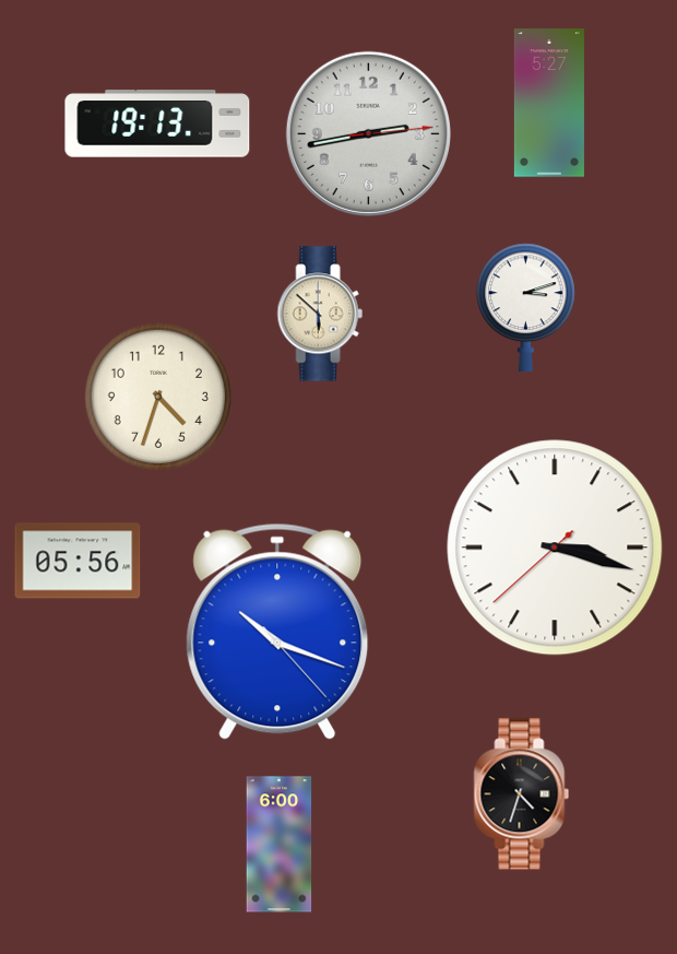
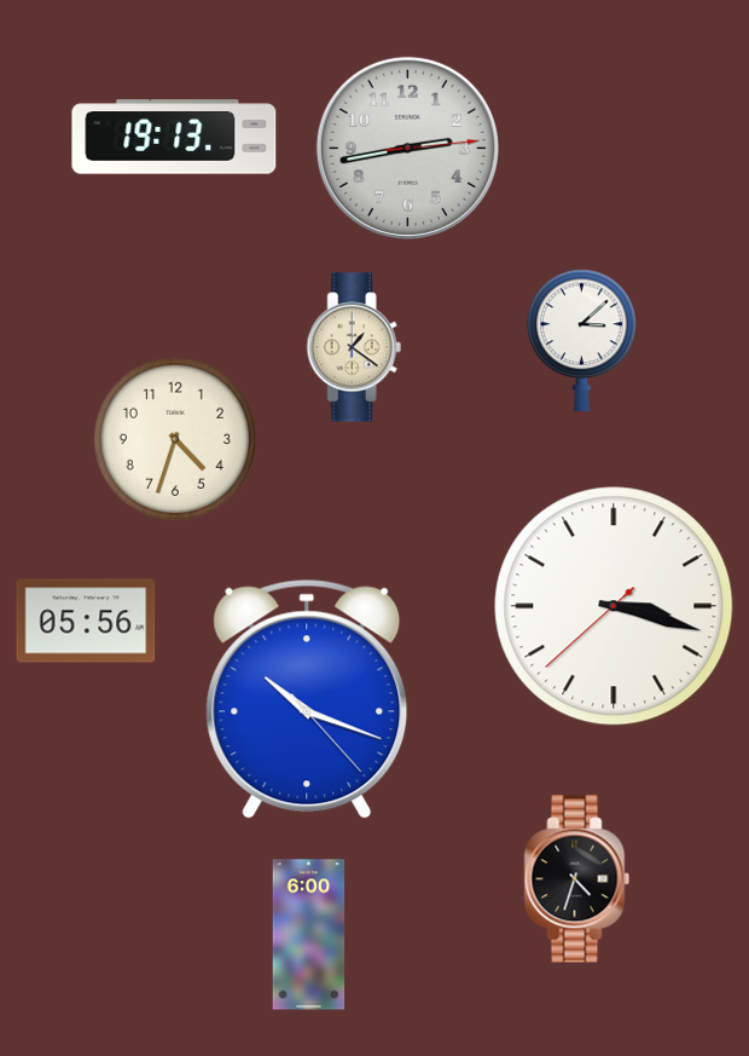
clock at (549, 103): 5:27 -> none
clock at (526, 307): 3:12 -> 3:08
clock at (320, 314): 5:52 -> 1:21
